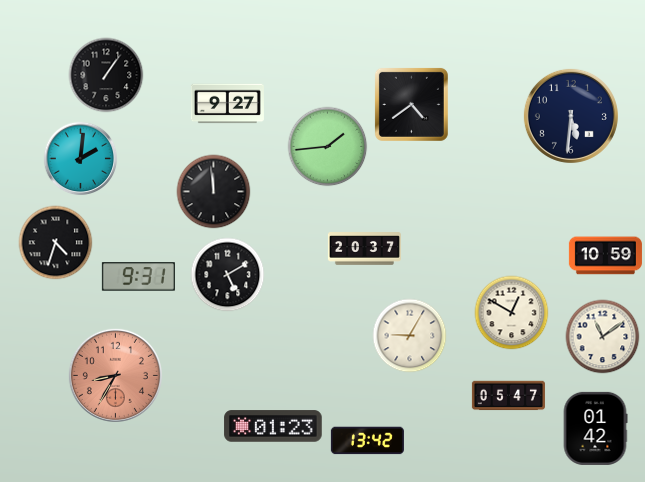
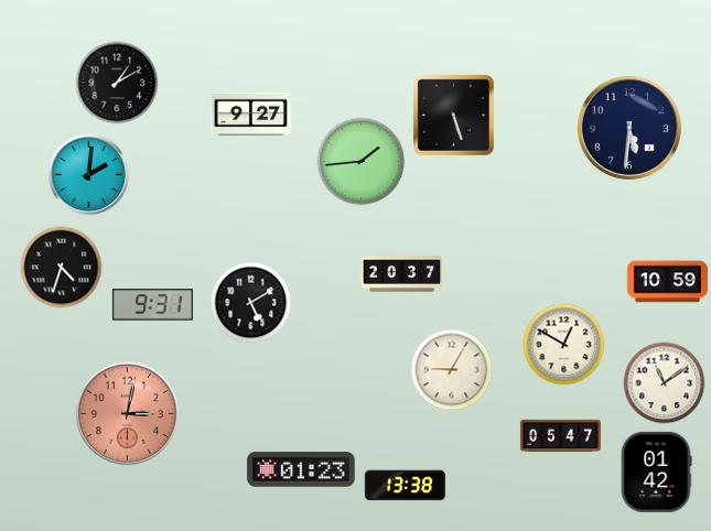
clock at (106, 75): 1:06 -> 1:10
clock at (411, 104): 4:39 -> 5:27
clock at (214, 192): 11:59 -> none
clock at (603, 337) position: (603, 337) -> (665, 383)
clock at (115, 375): 8:35 -> 3:02
clock at (367, 441): 13:42 -> 13:38
